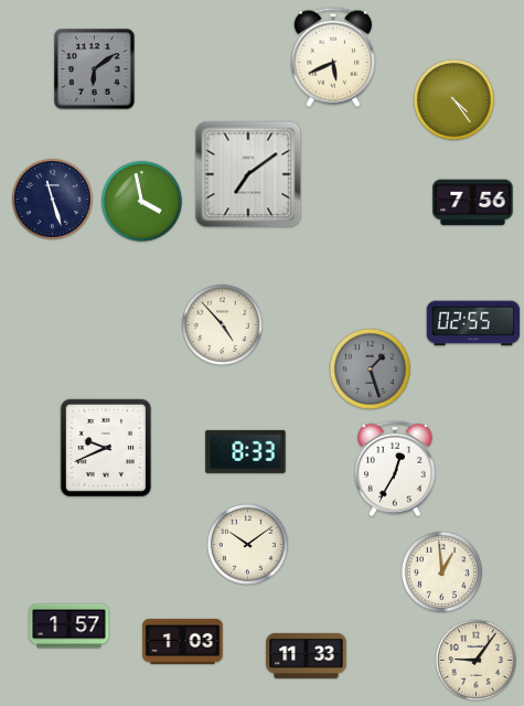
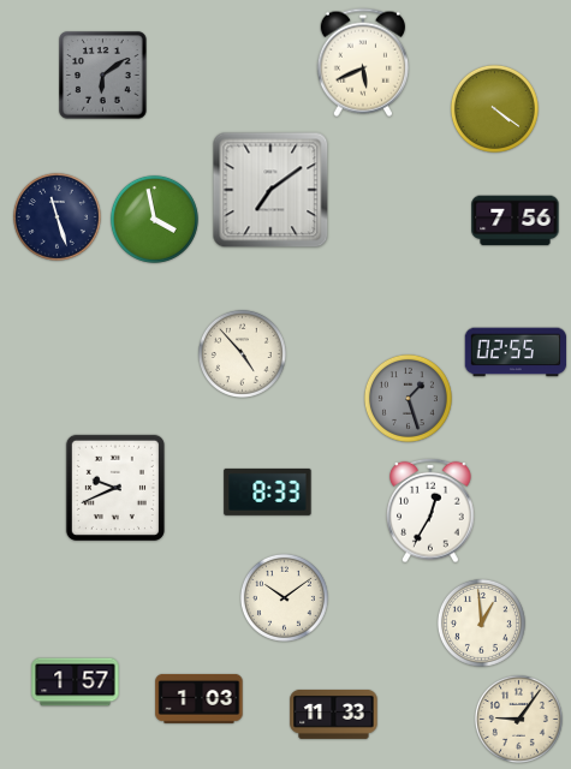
clock at (453, 99): 4:24 -> 4:21
clock at (370, 368) position: (370, 368) -> (408, 398)
clock at (247, 544) position: (247, 544) -> (284, 597)
